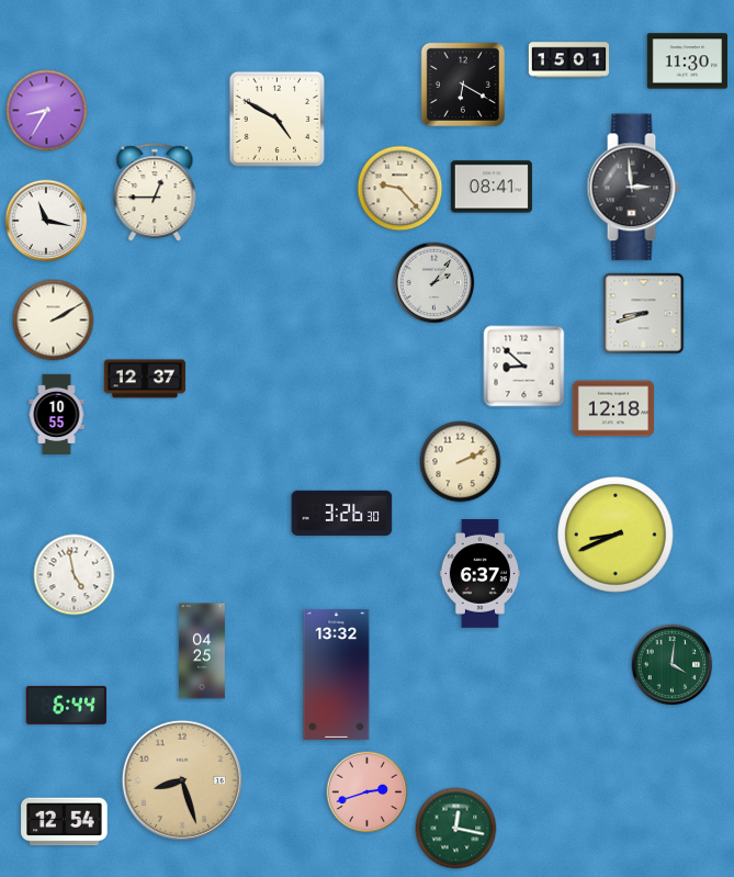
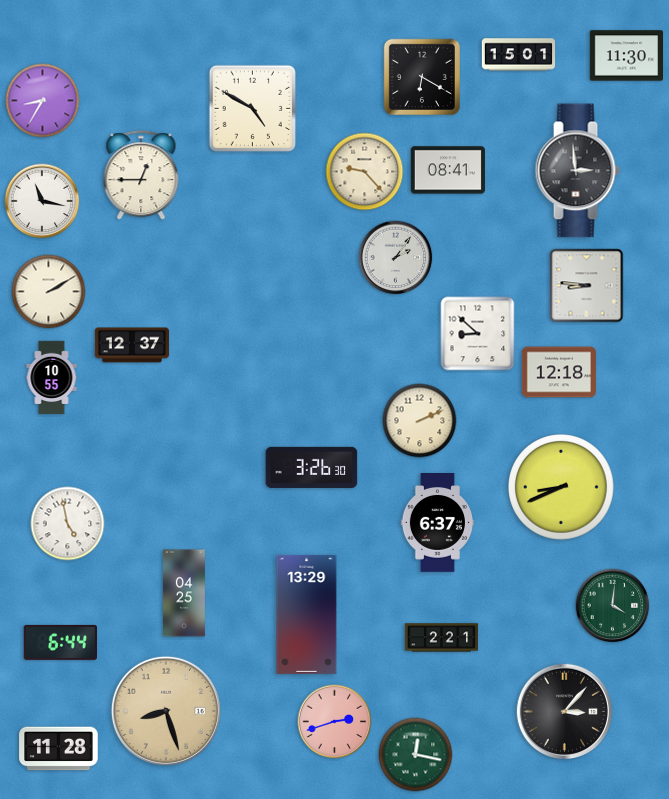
clock at (644, 314): 8:42 -> 8:46
clock at (337, 674): 13:32 -> 13:29
clock at (441, 638): none -> 2:21
clock at (564, 711): none -> 3:07
clock at (65, 822): 12:54 -> 11:28
